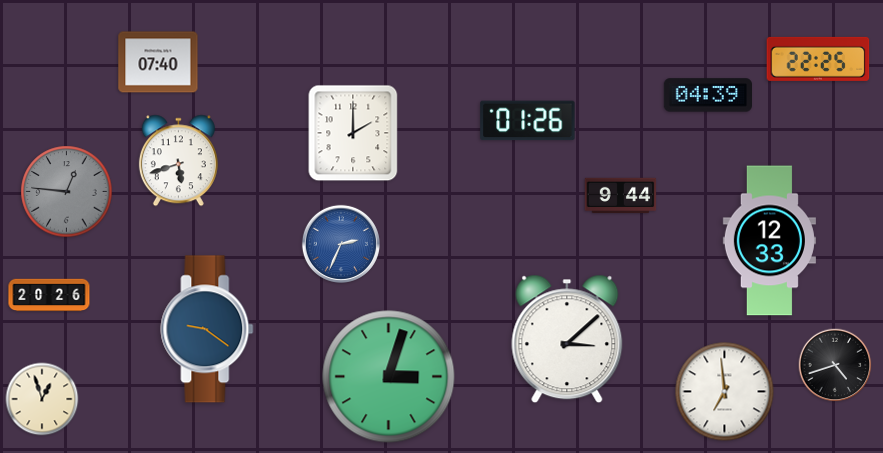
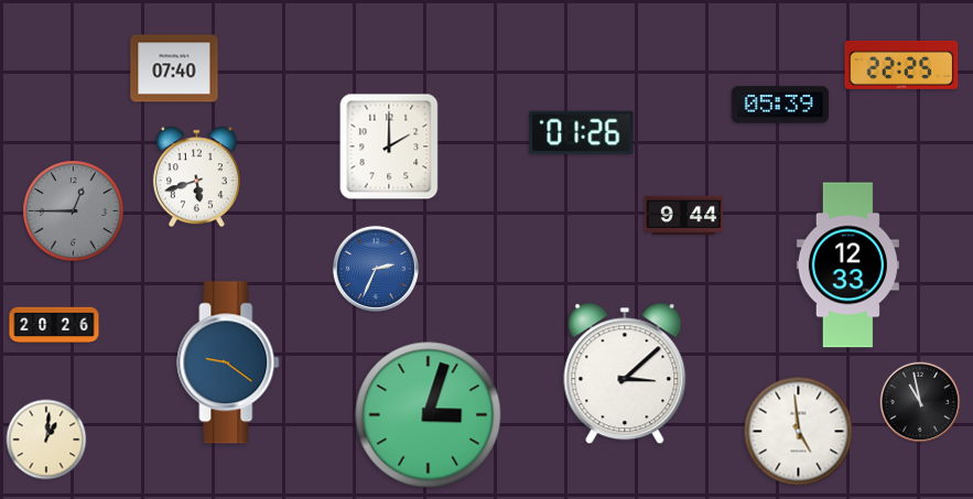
clock at (707, 95): 04:39 -> 05:39
clock at (67, 192): 12:46 -> 12:45
clock at (835, 365): 4:42 -> 10:58
clock at (725, 392): 6:59 -> 4:59
clock at (42, 399): 12:57 -> 1:01
